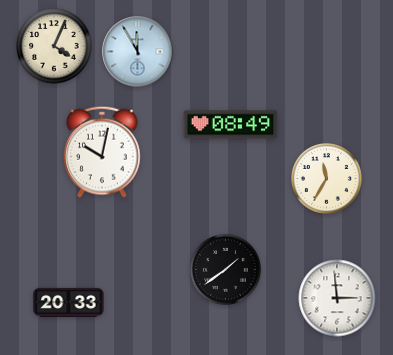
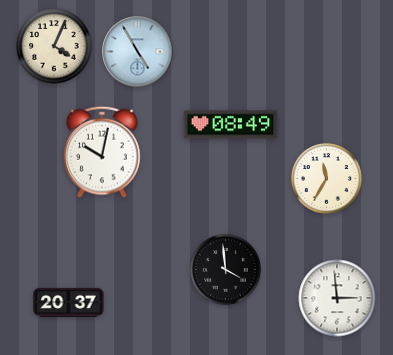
clock at (138, 52): 11:55 -> 4:55
clock at (226, 270): 1:39 -> 3:59
clock at (69, 302): 20:33 -> 20:37
